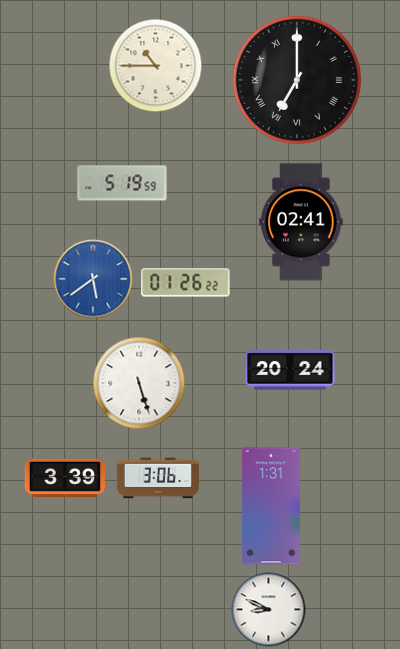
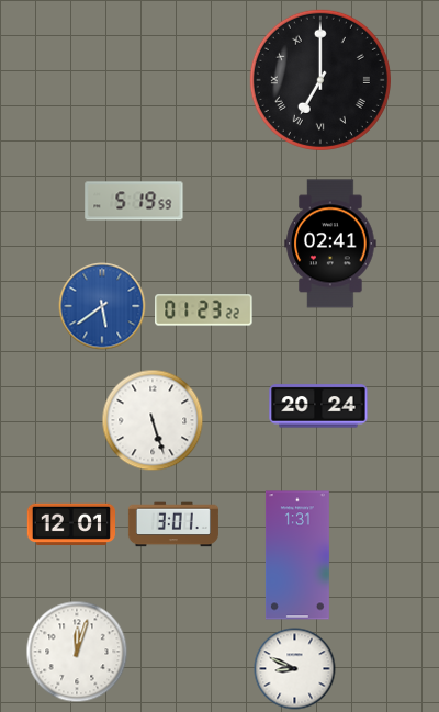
clock at (156, 66): 10:45 -> none
clock at (297, 80) position: (297, 80) -> (320, 80)
clock at (186, 283): 01:26 -> 01:23
clock at (64, 478): 3:39 -> 12:01
clock at (158, 478): 3:06 -> 3:01
clock at (77, 652): none -> 12:03
